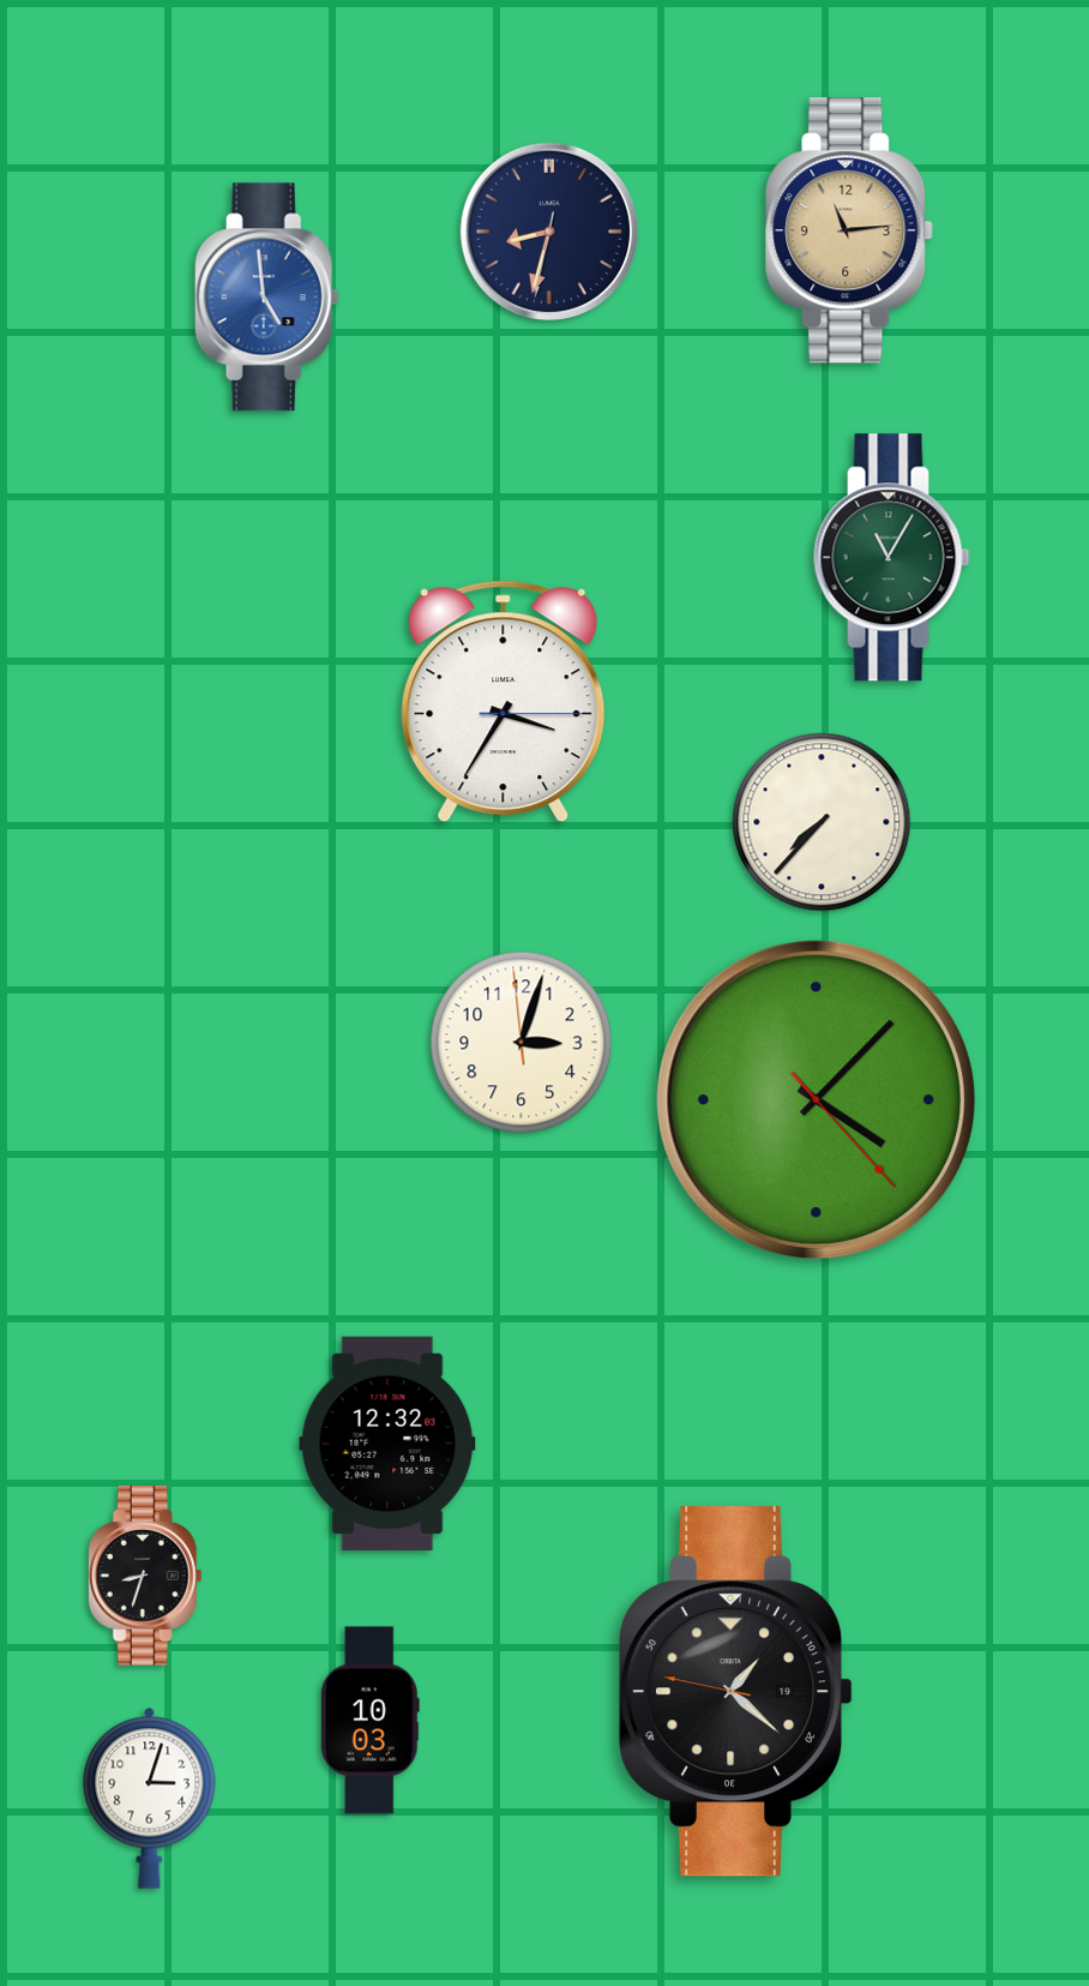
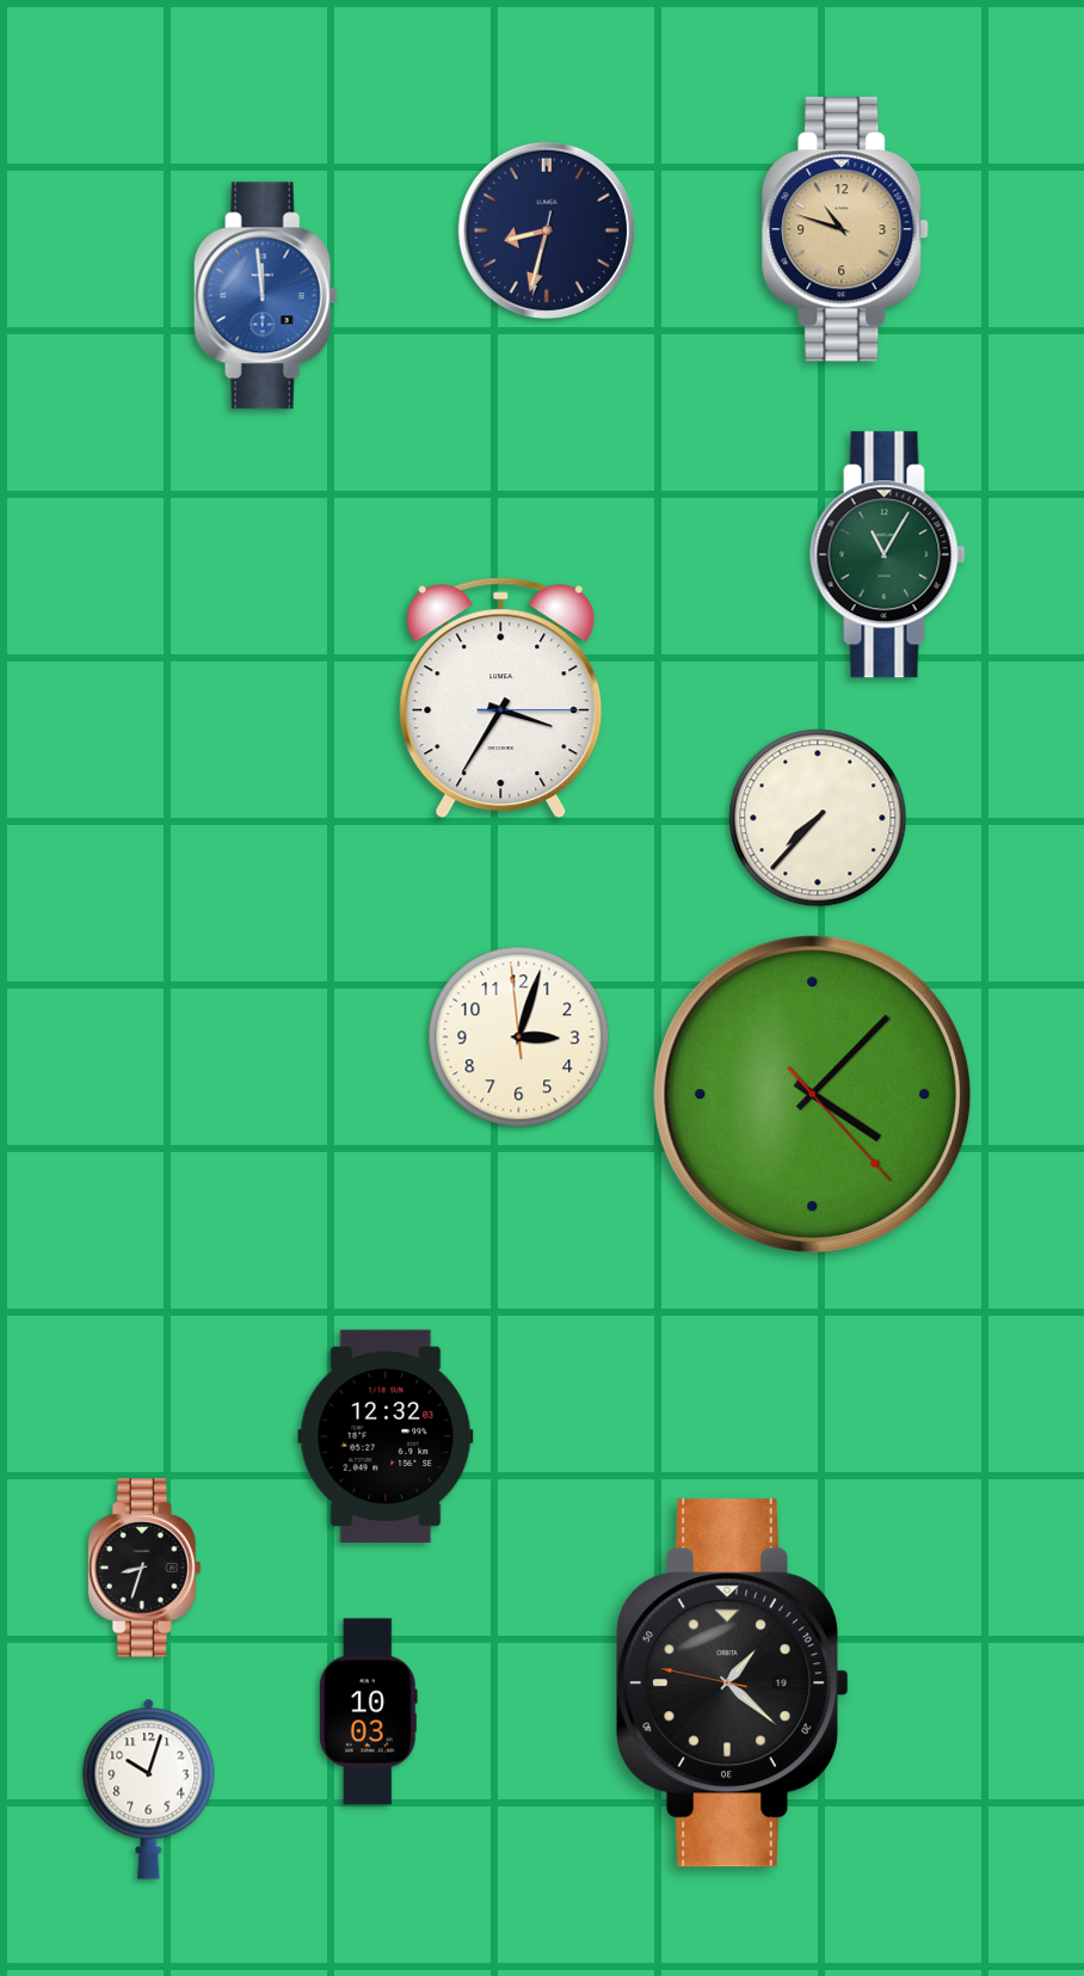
clock at (850, 230): 11:14 -> 10:48
clock at (266, 298): 4:59 -> 11:59
clock at (150, 1798): 3:03 -> 10:03
